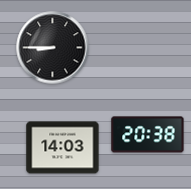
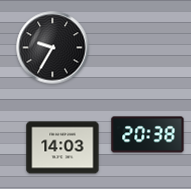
clock at (53, 48): 8:45 -> 9:35
